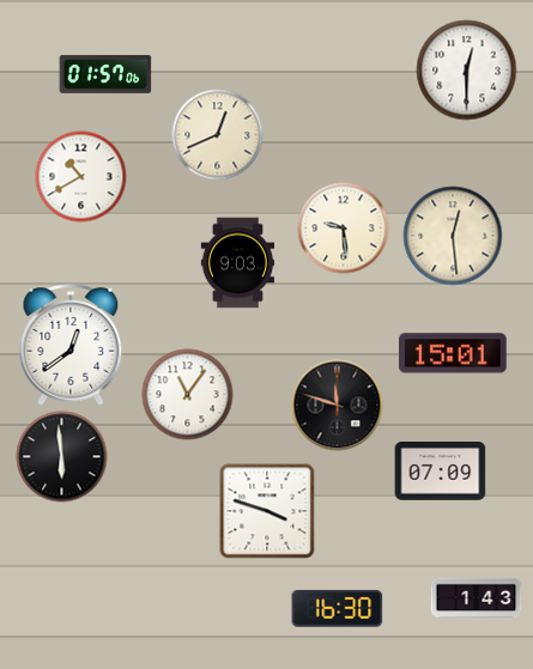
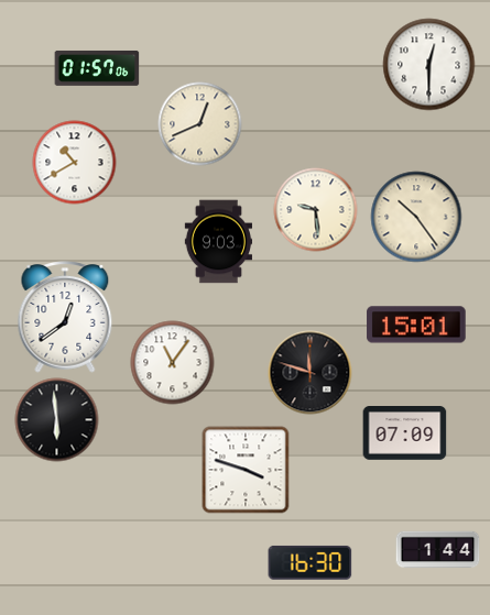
clock at (453, 236): 12:29 -> 10:24
clock at (477, 598): 1:43 -> 1:44
clock at (338, 608) position: (338, 608) -> (311, 562)
